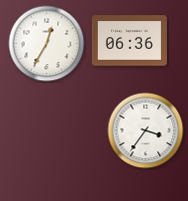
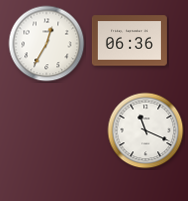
clock at (146, 131): 3:36 -> 11:19
